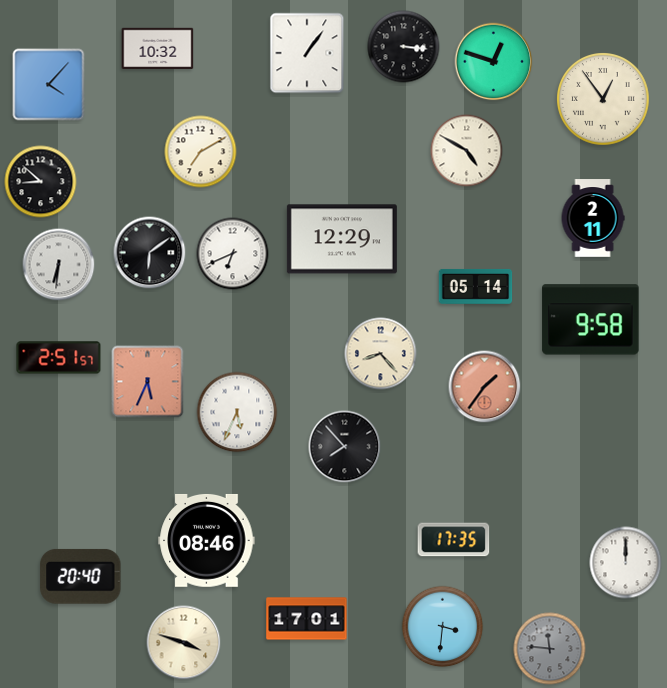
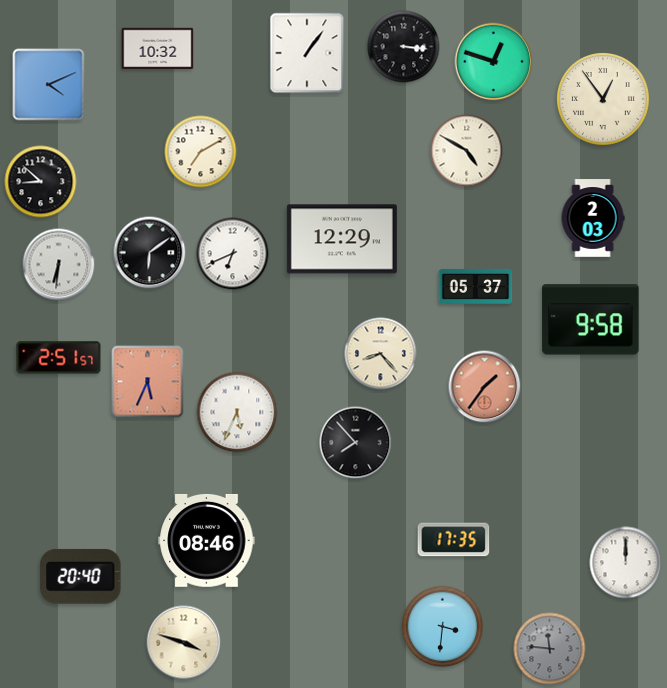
clock at (49, 85): 4:07 -> 4:11
clock at (593, 218): 2:11 -> 2:03
clock at (476, 286): 05:14 -> 05:37
clock at (345, 447) position: (345, 447) -> (356, 443)
clock at (307, 619): 17:01 -> none
